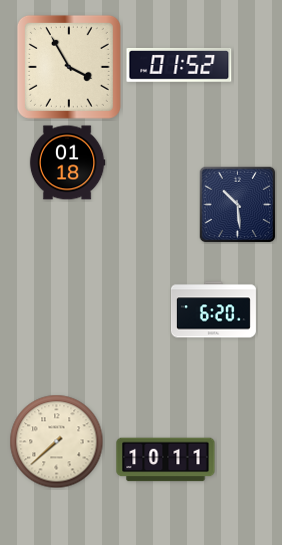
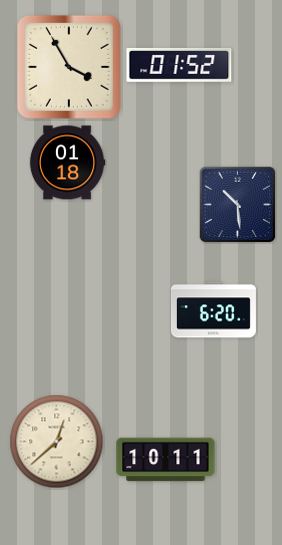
clock at (57, 442): 7:38 -> 12:38
